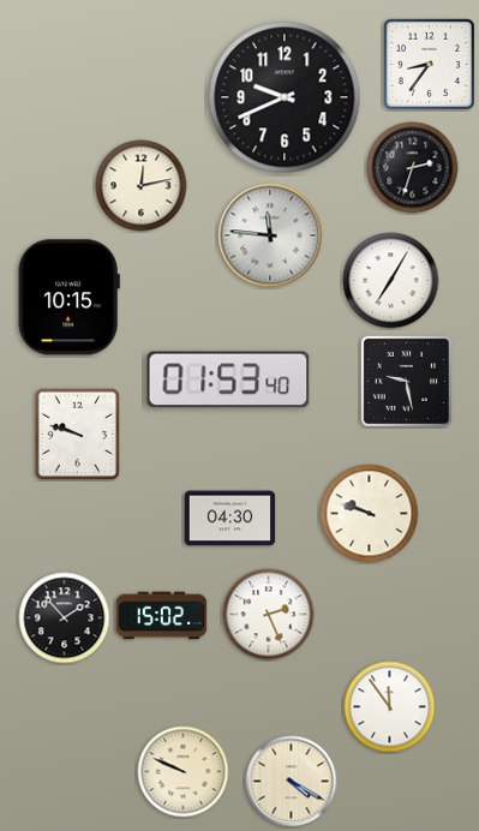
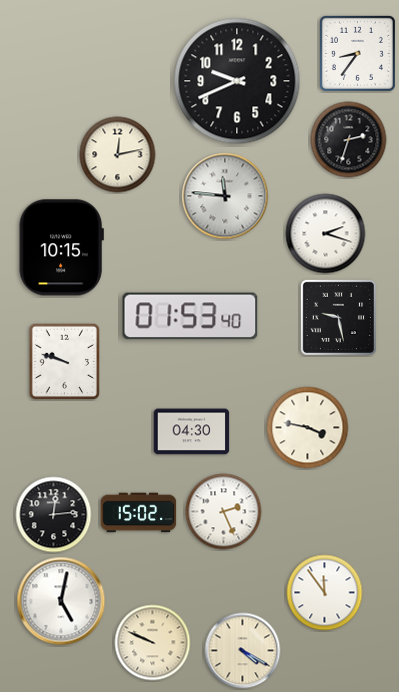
clock at (413, 168) position: (413, 168) -> (349, 140)
clock at (391, 281): 7:05 -> 2:18
clock at (68, 298) position: (68, 298) -> (61, 248)
clock at (370, 514): 9:48 -> 3:47
clock at (162, 616) position: (162, 616) -> (139, 513)
clock at (65, 618): 1:53 -> 12:14
clock at (390, 707) position: (390, 707) -> (325, 593)
clock at (61, 601): none -> 5:02
